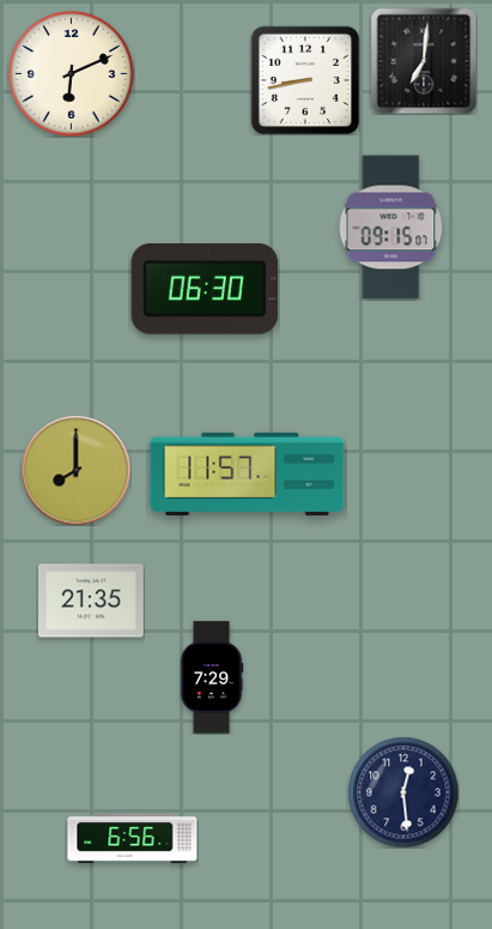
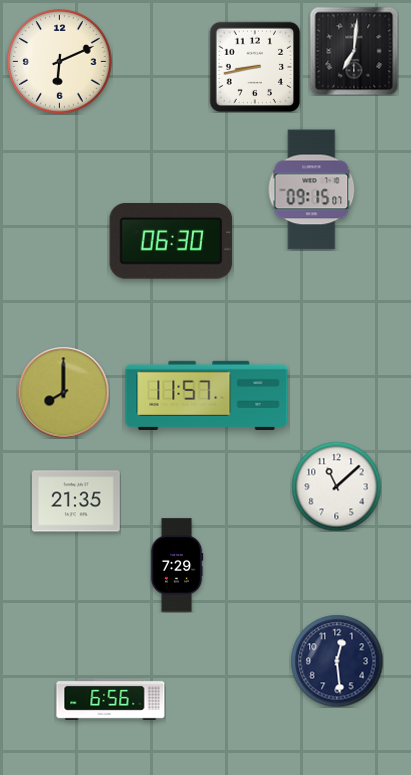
clock at (391, 228) position: (391, 228) -> (312, 190)
clock at (336, 486): none -> 11:08
